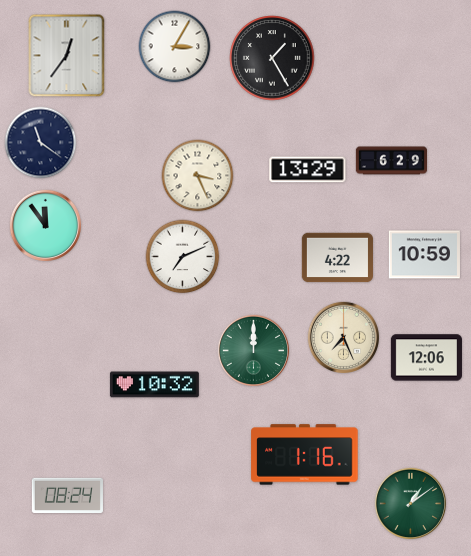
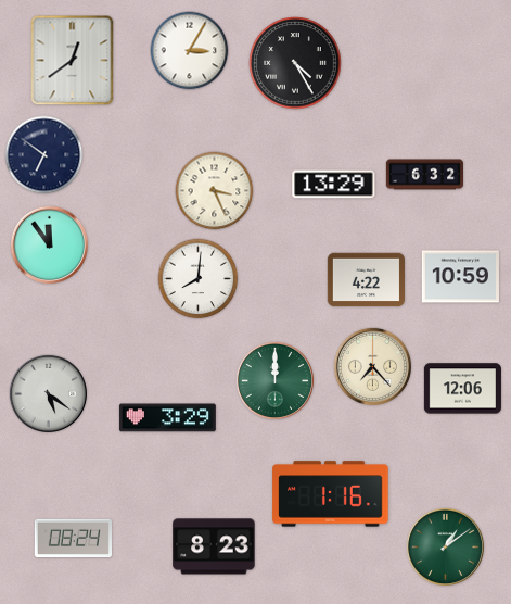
clock at (67, 56): 12:36 -> 12:39
clock at (272, 58): 1:25 -> 4:25
clock at (41, 143): 11:21 -> 6:51
clock at (391, 161): 6:29 -> 6:32
clock at (183, 257): 7:11 -> 8:01
clock at (343, 337): 7:26 -> 7:23
clock at (48, 393): none -> 5:21
clock at (154, 385): 10:32 -> 3:29
clock at (214, 546): none -> 8:23
